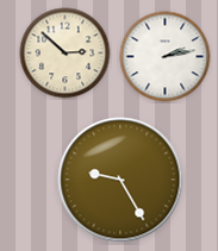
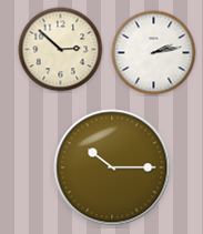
clock at (120, 180): 9:25 -> 10:15
